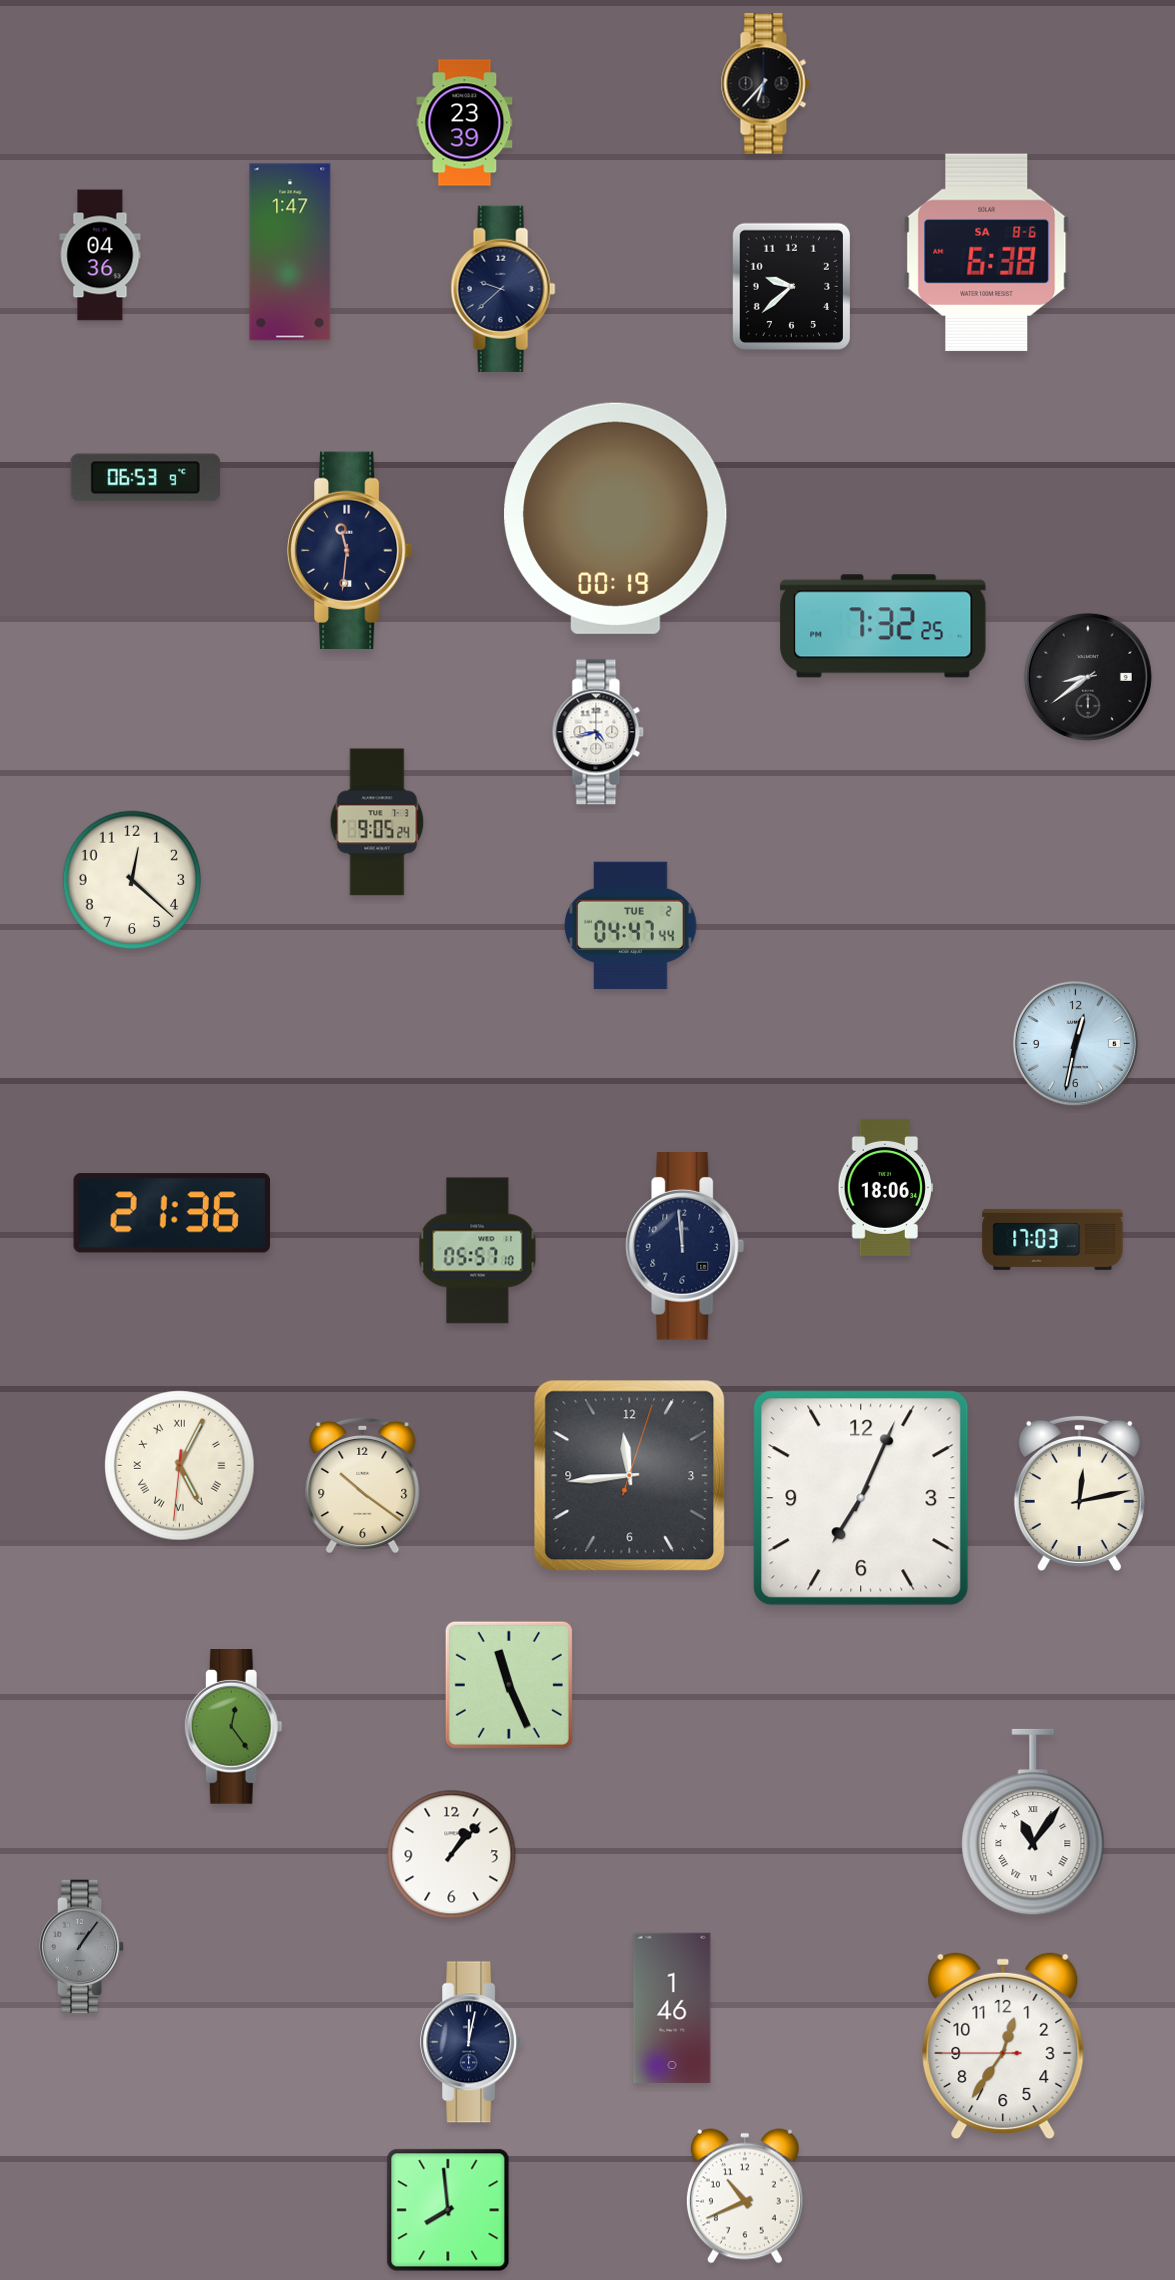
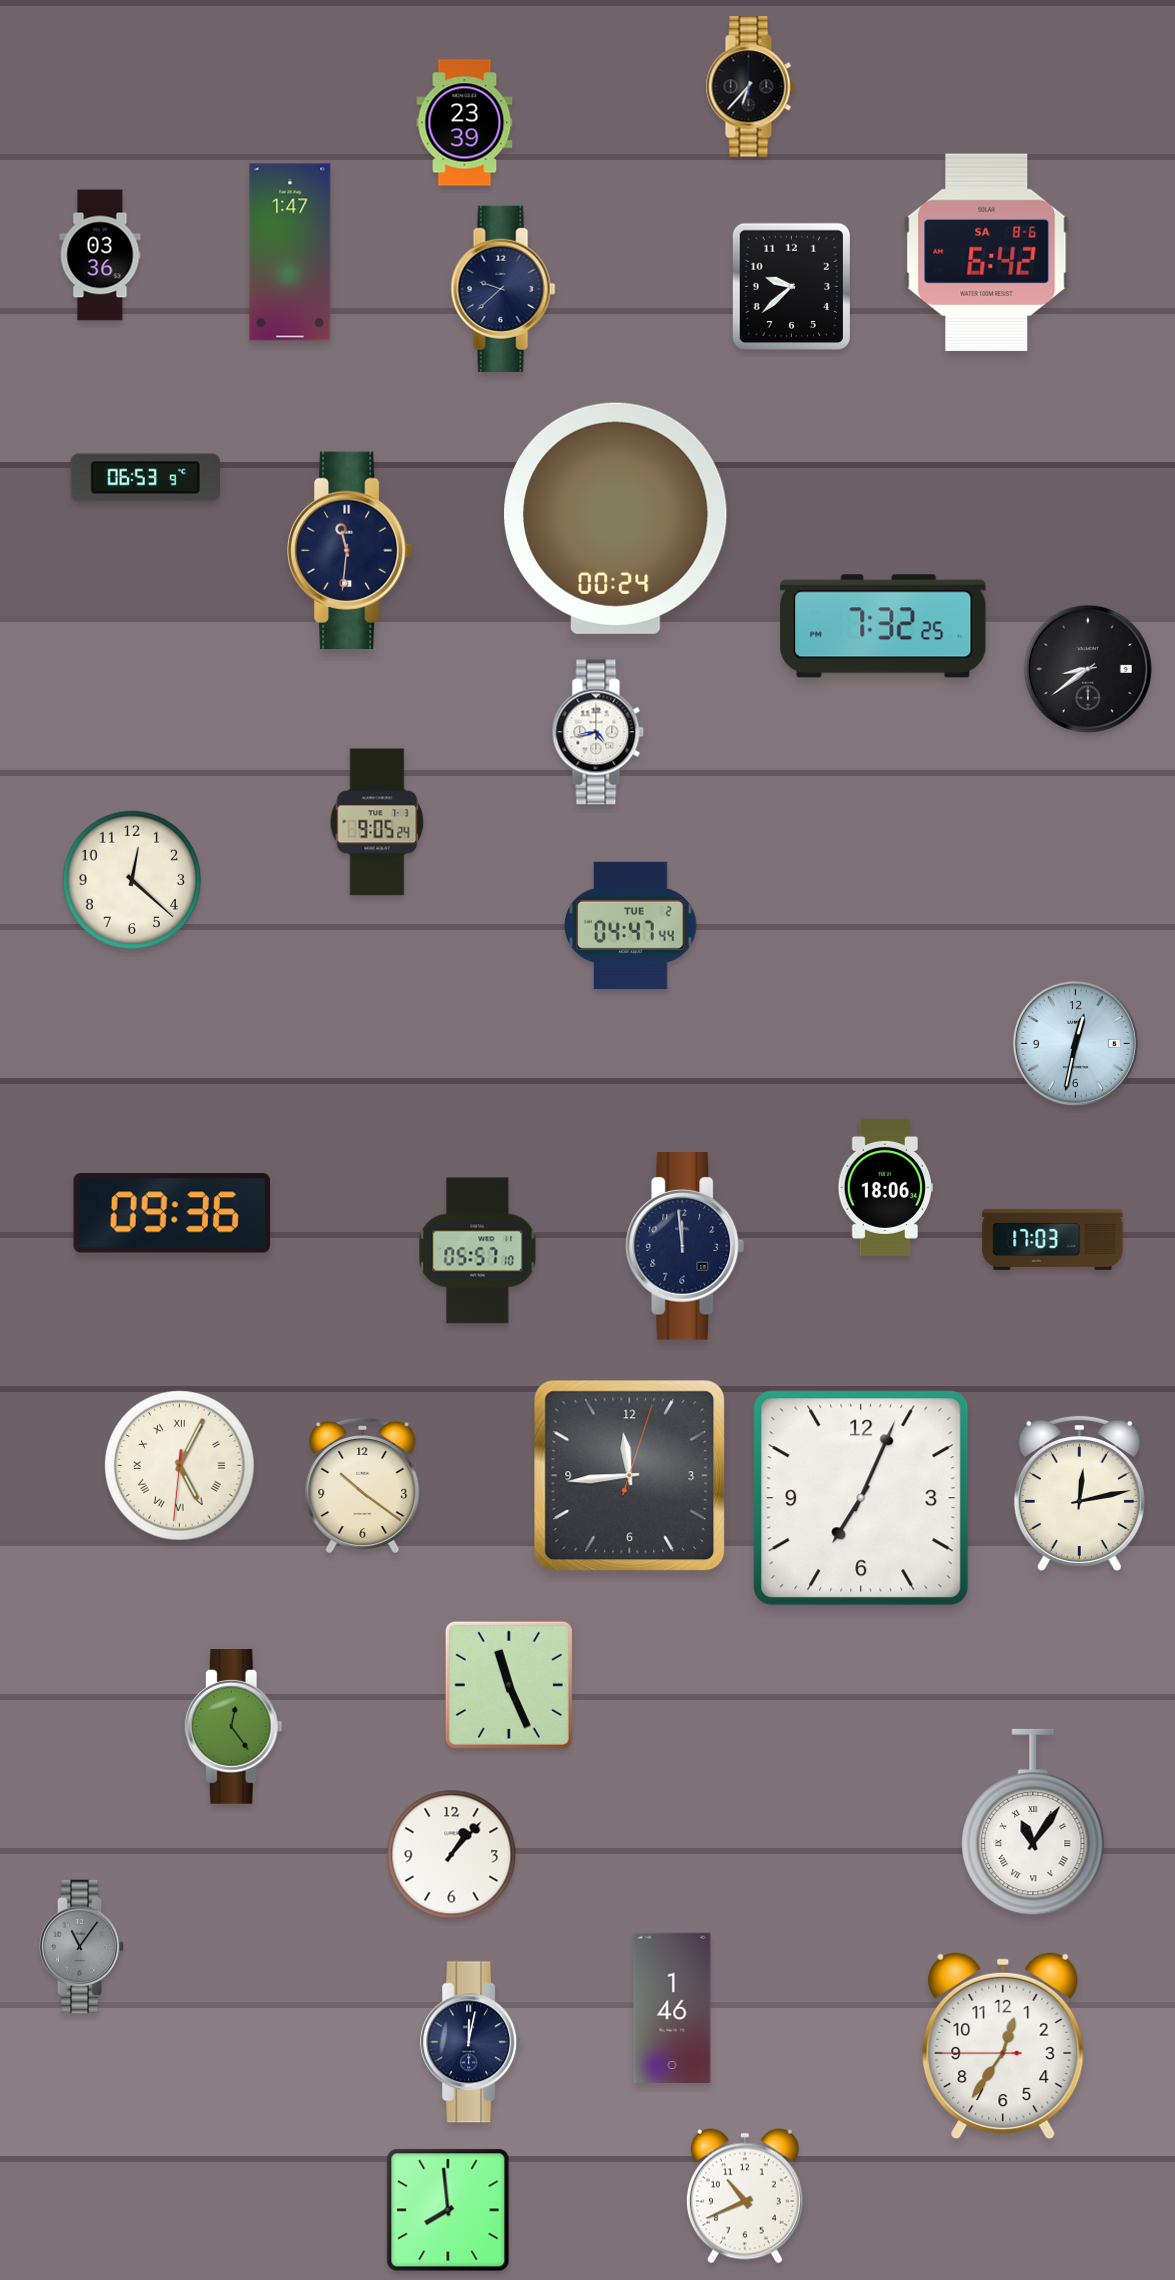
clock at (765, 84) position: (765, 84) -> (750, 87)
clock at (987, 252): 6:38 -> 6:42
clock at (100, 255): 04:36 -> 03:36
clock at (616, 518): 00:19 -> 00:24
clock at (1088, 677) position: (1088, 677) -> (1088, 669)
clock at (171, 1213): 21:36 -> 09:36
clock at (82, 1947): 1:06 -> 11:06
